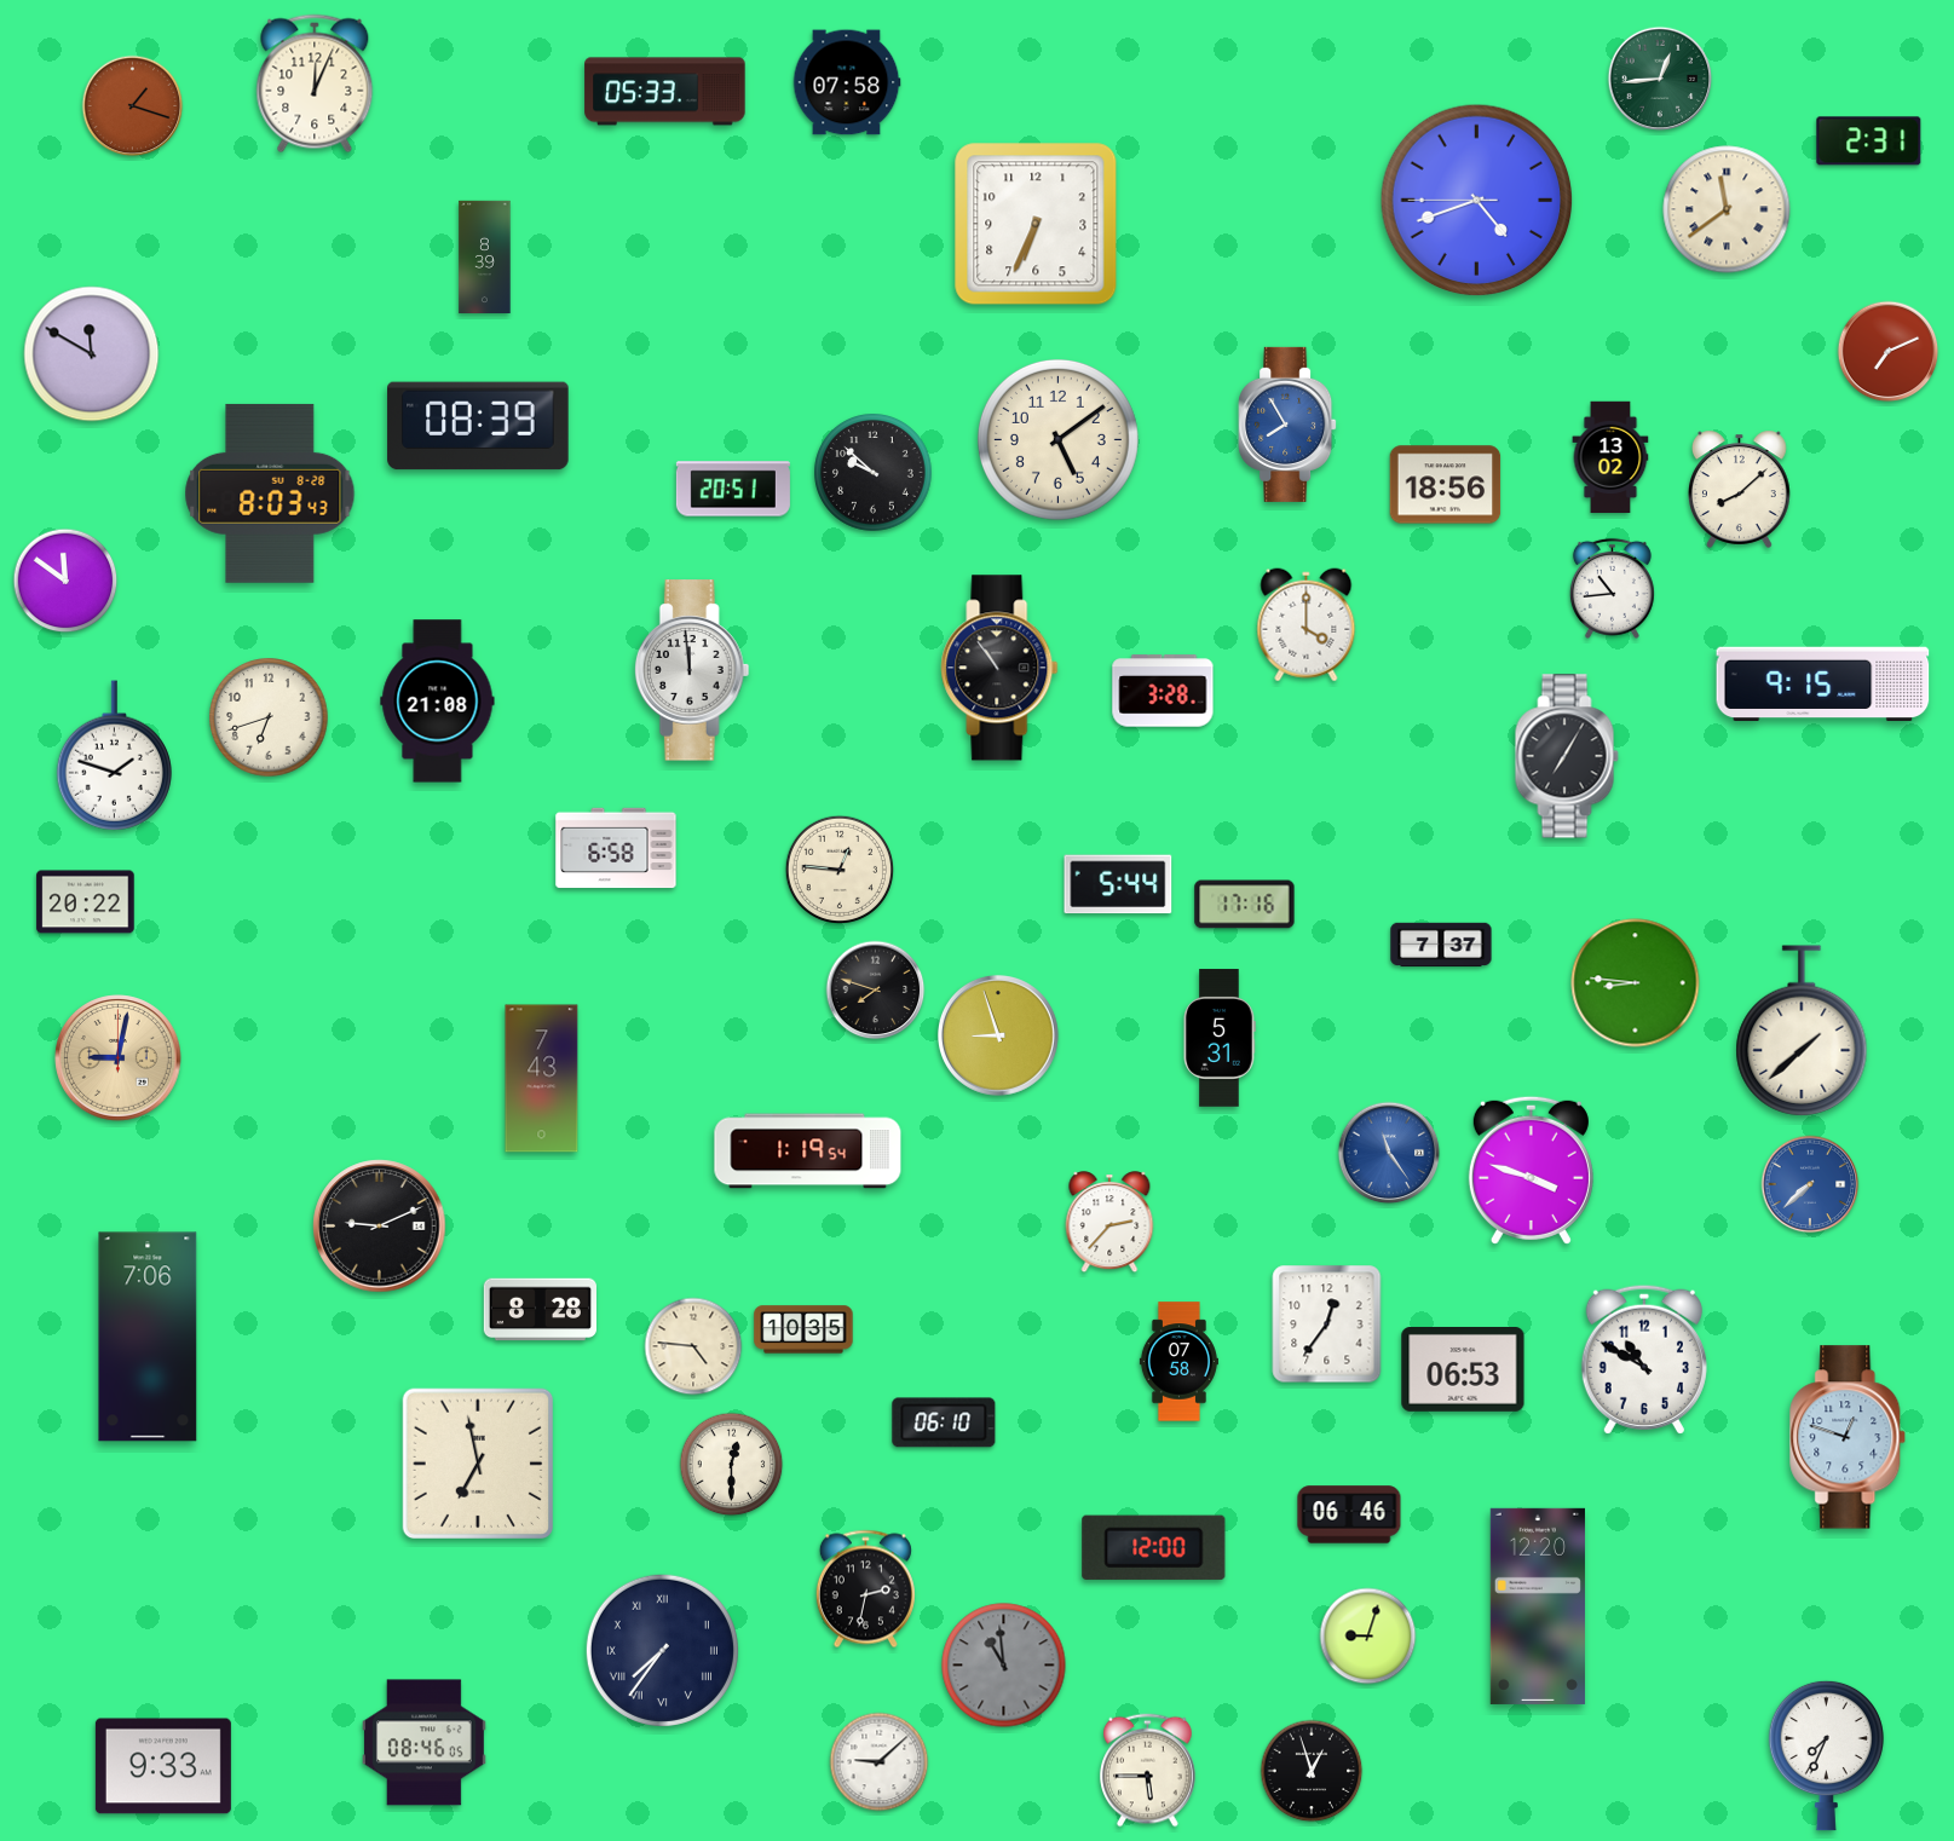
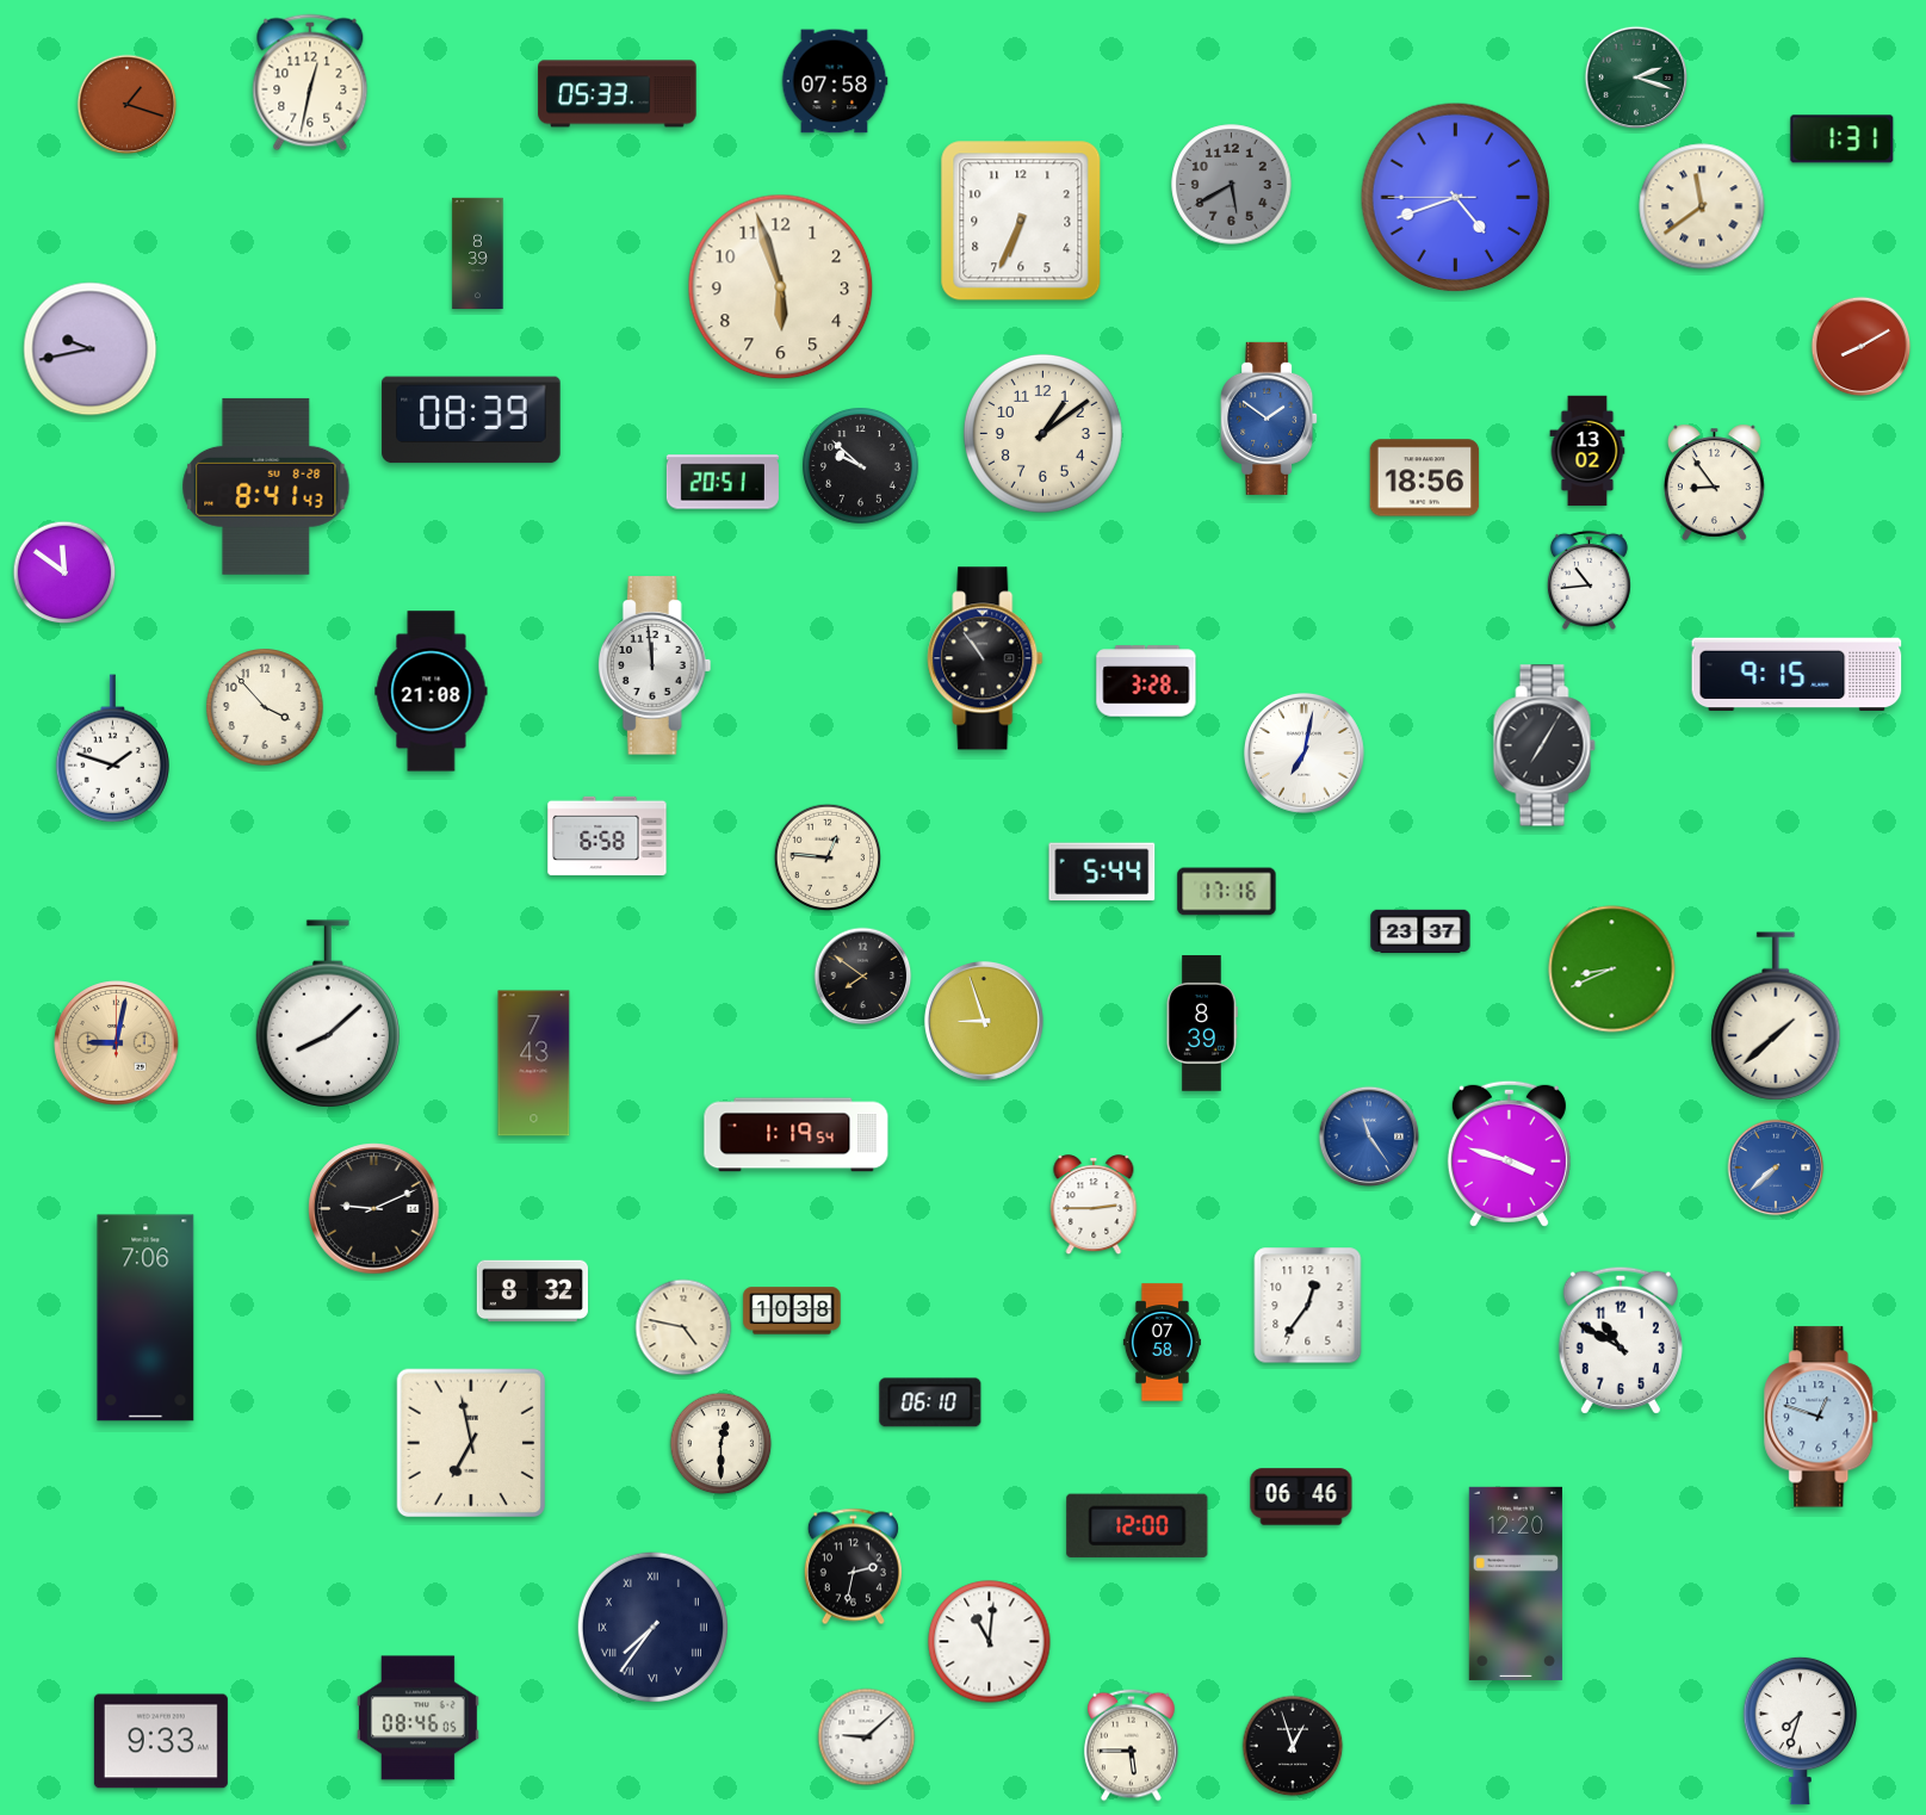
clock at (1660, 79): 12:44 -> 2:18
clock at (315, 83): 12:04 -> 12:32
clock at (665, 92) position: (665, 92) -> (618, 94)
clock at (133, 106) position: (133, 106) -> (128, 105)
clock at (1869, 142): 2:31 -> 1:31
clock at (1232, 185): none -> 5:40
clock at (781, 287): none -> 5:57
clock at (1889, 352): 7:11 -> 8:10
clock at (92, 354): 11:50 -> 9:43
clock at (1287, 425): 7:55 -> 1:51
clock at (1057, 439): 5:09 -> 1:09
clock at (1740, 489): 8:08 -> 8:54
clock at (270, 494): 8:03 -> 8:41
clock at (1307, 625): 4:00 -> none
clock at (692, 670) position: (692, 670) -> (655, 665)
clock at (269, 717): 6:42 -> 3:53
clock at (114, 756) position: (114, 756) -> (112, 749)
clock at (1303, 752): none -> 7:02
clock at (86, 902): 20:22 -> none
clock at (1441, 945): 7:37 -> 23:37
clock at (1636, 983): 8:46 -> 8:41
clock at (876, 991): 7:48 -> 7:51
clock at (328, 1014): none -> 8:08
clock at (1220, 1038): 5:31 -> 8:39
clock at (1810, 1184) position: (1810, 1184) -> (1776, 1167)
clock at (1109, 1223): 2:37 -> 2:45
clock at (540, 1310): 8:28 -> 8:32
clock at (803, 1329): 10:35 -> 10:38
clock at (693, 1346): 4:46 -> 4:47
clock at (1463, 1370): 06:53 -> none
clock at (1349, 1514) position: (1349, 1514) -> (1301, 1497)
clock at (1368, 1637): 9:03 -> none
clock at (1004, 1666): 10:59 -> 11:01
clock at (1004, 1666) dial: grey -> white
clock at (1826, 1755): 7:34 -> 7:33
